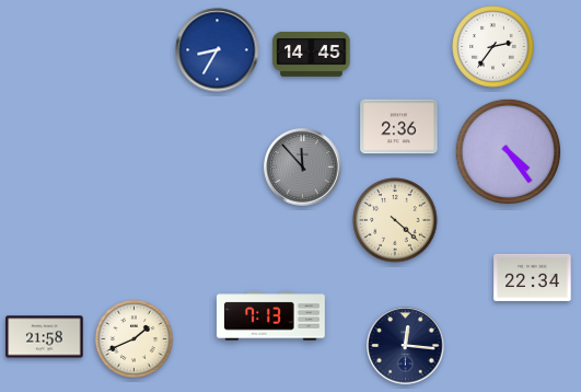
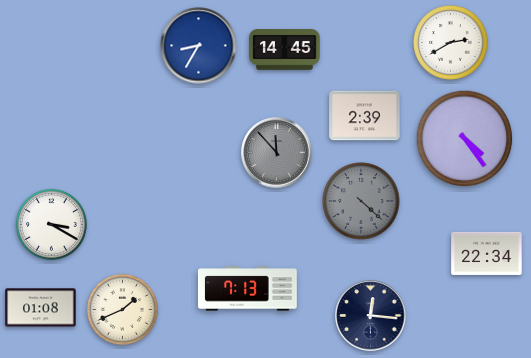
clock at (493, 47): 2:36 -> 2:40
clock at (399, 127): 2:36 -> 2:39
clock at (395, 220) dial: cream -> grey
clock at (51, 224): none -> 3:20
clock at (45, 337): 21:58 -> 01:08
